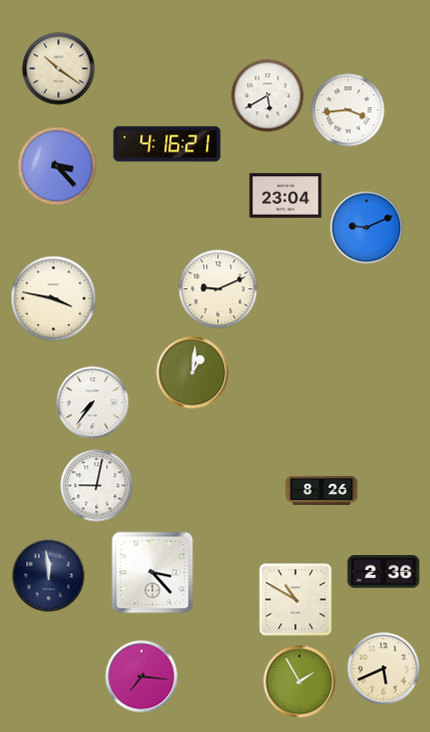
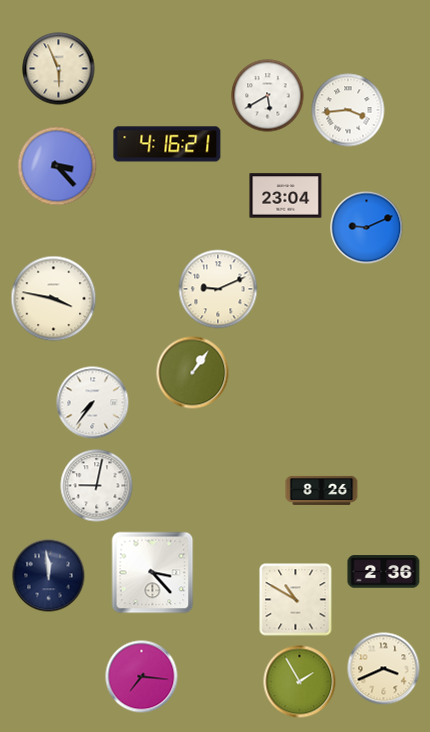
clock at (59, 69): 10:21 -> 5:56
clock at (193, 373): 1:01 -> 1:06
clock at (384, 669): 5:41 -> 3:41
